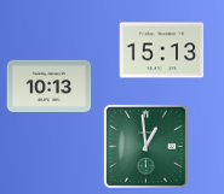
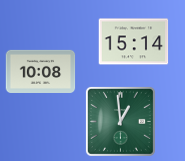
clock at (162, 51): 15:13 -> 15:14
clock at (50, 86): 10:13 -> 10:08
